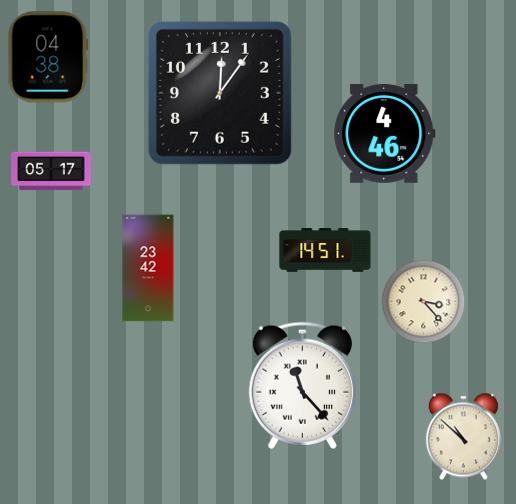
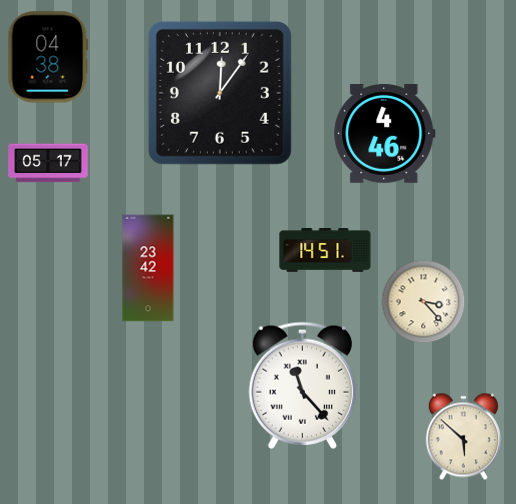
clock at (51, 171) position: (51, 171) -> (48, 163)
clock at (463, 436): 10:52 -> 5:52
